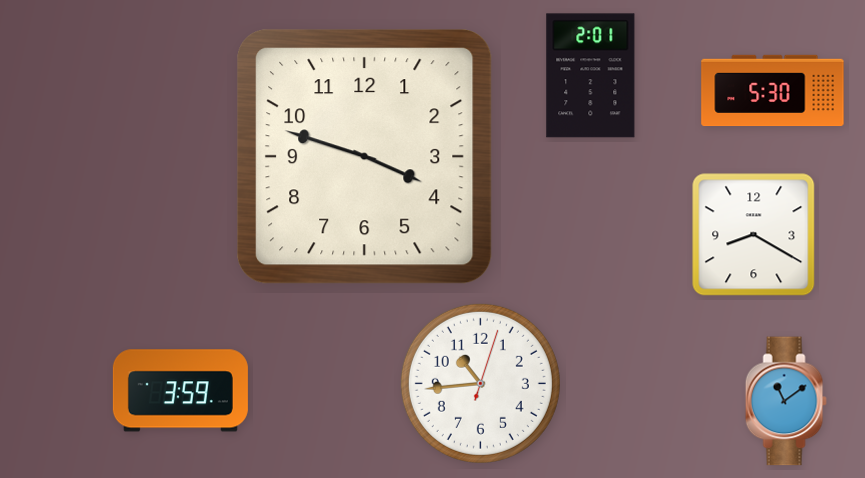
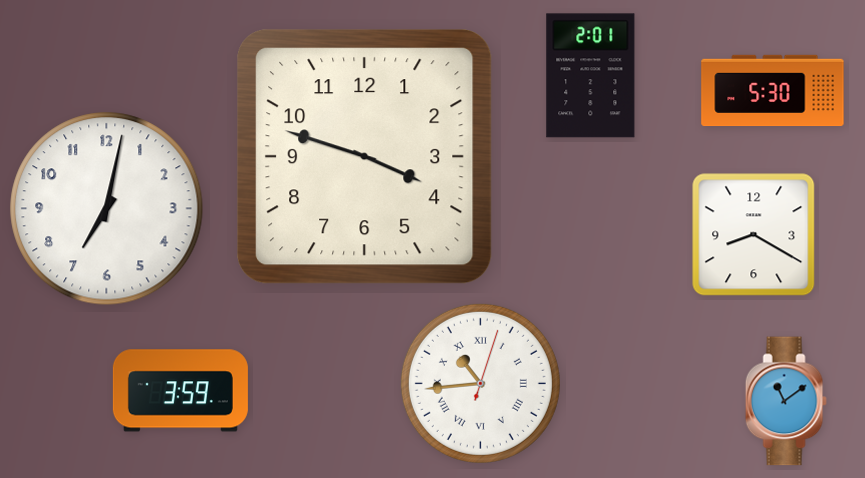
clock at (107, 209): none -> 7:02
clock at (480, 383) numerals: Arabic -> Roman
